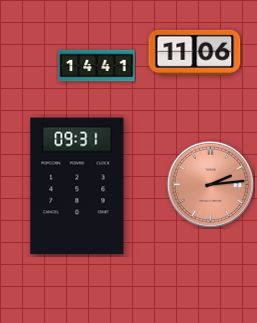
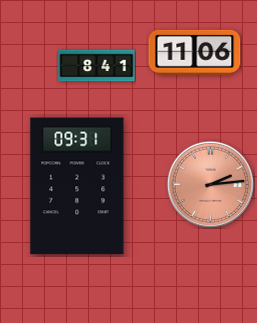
clock at (97, 66): 14:41 -> 8:41
